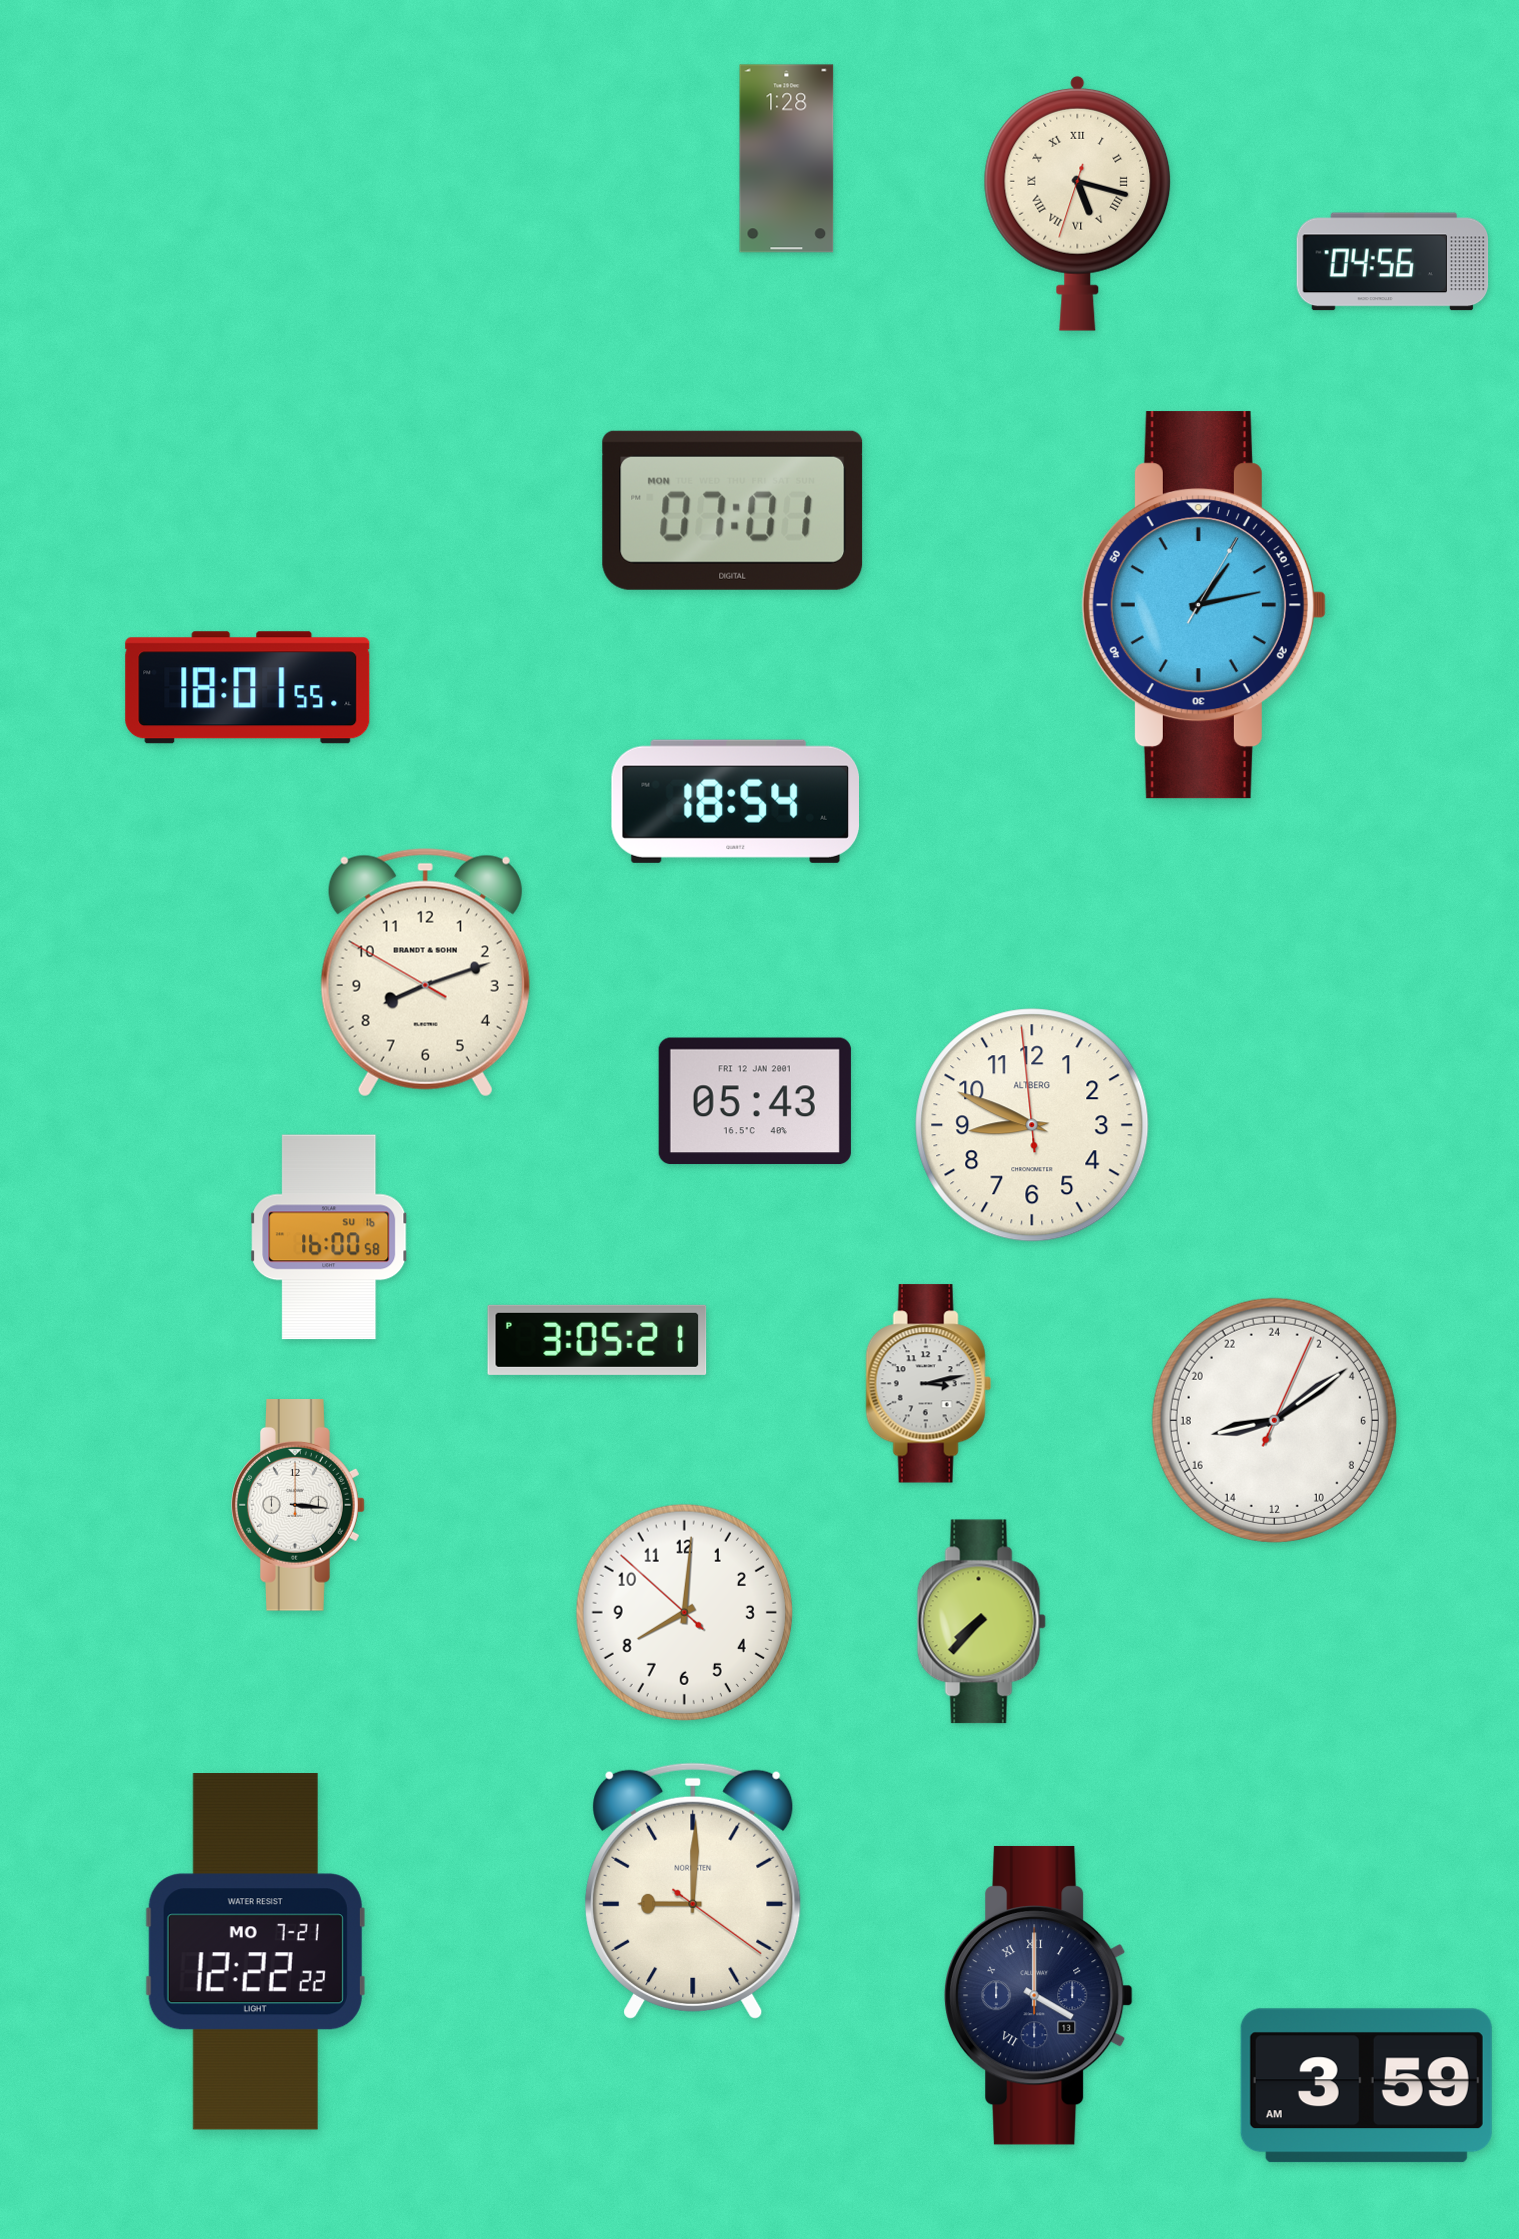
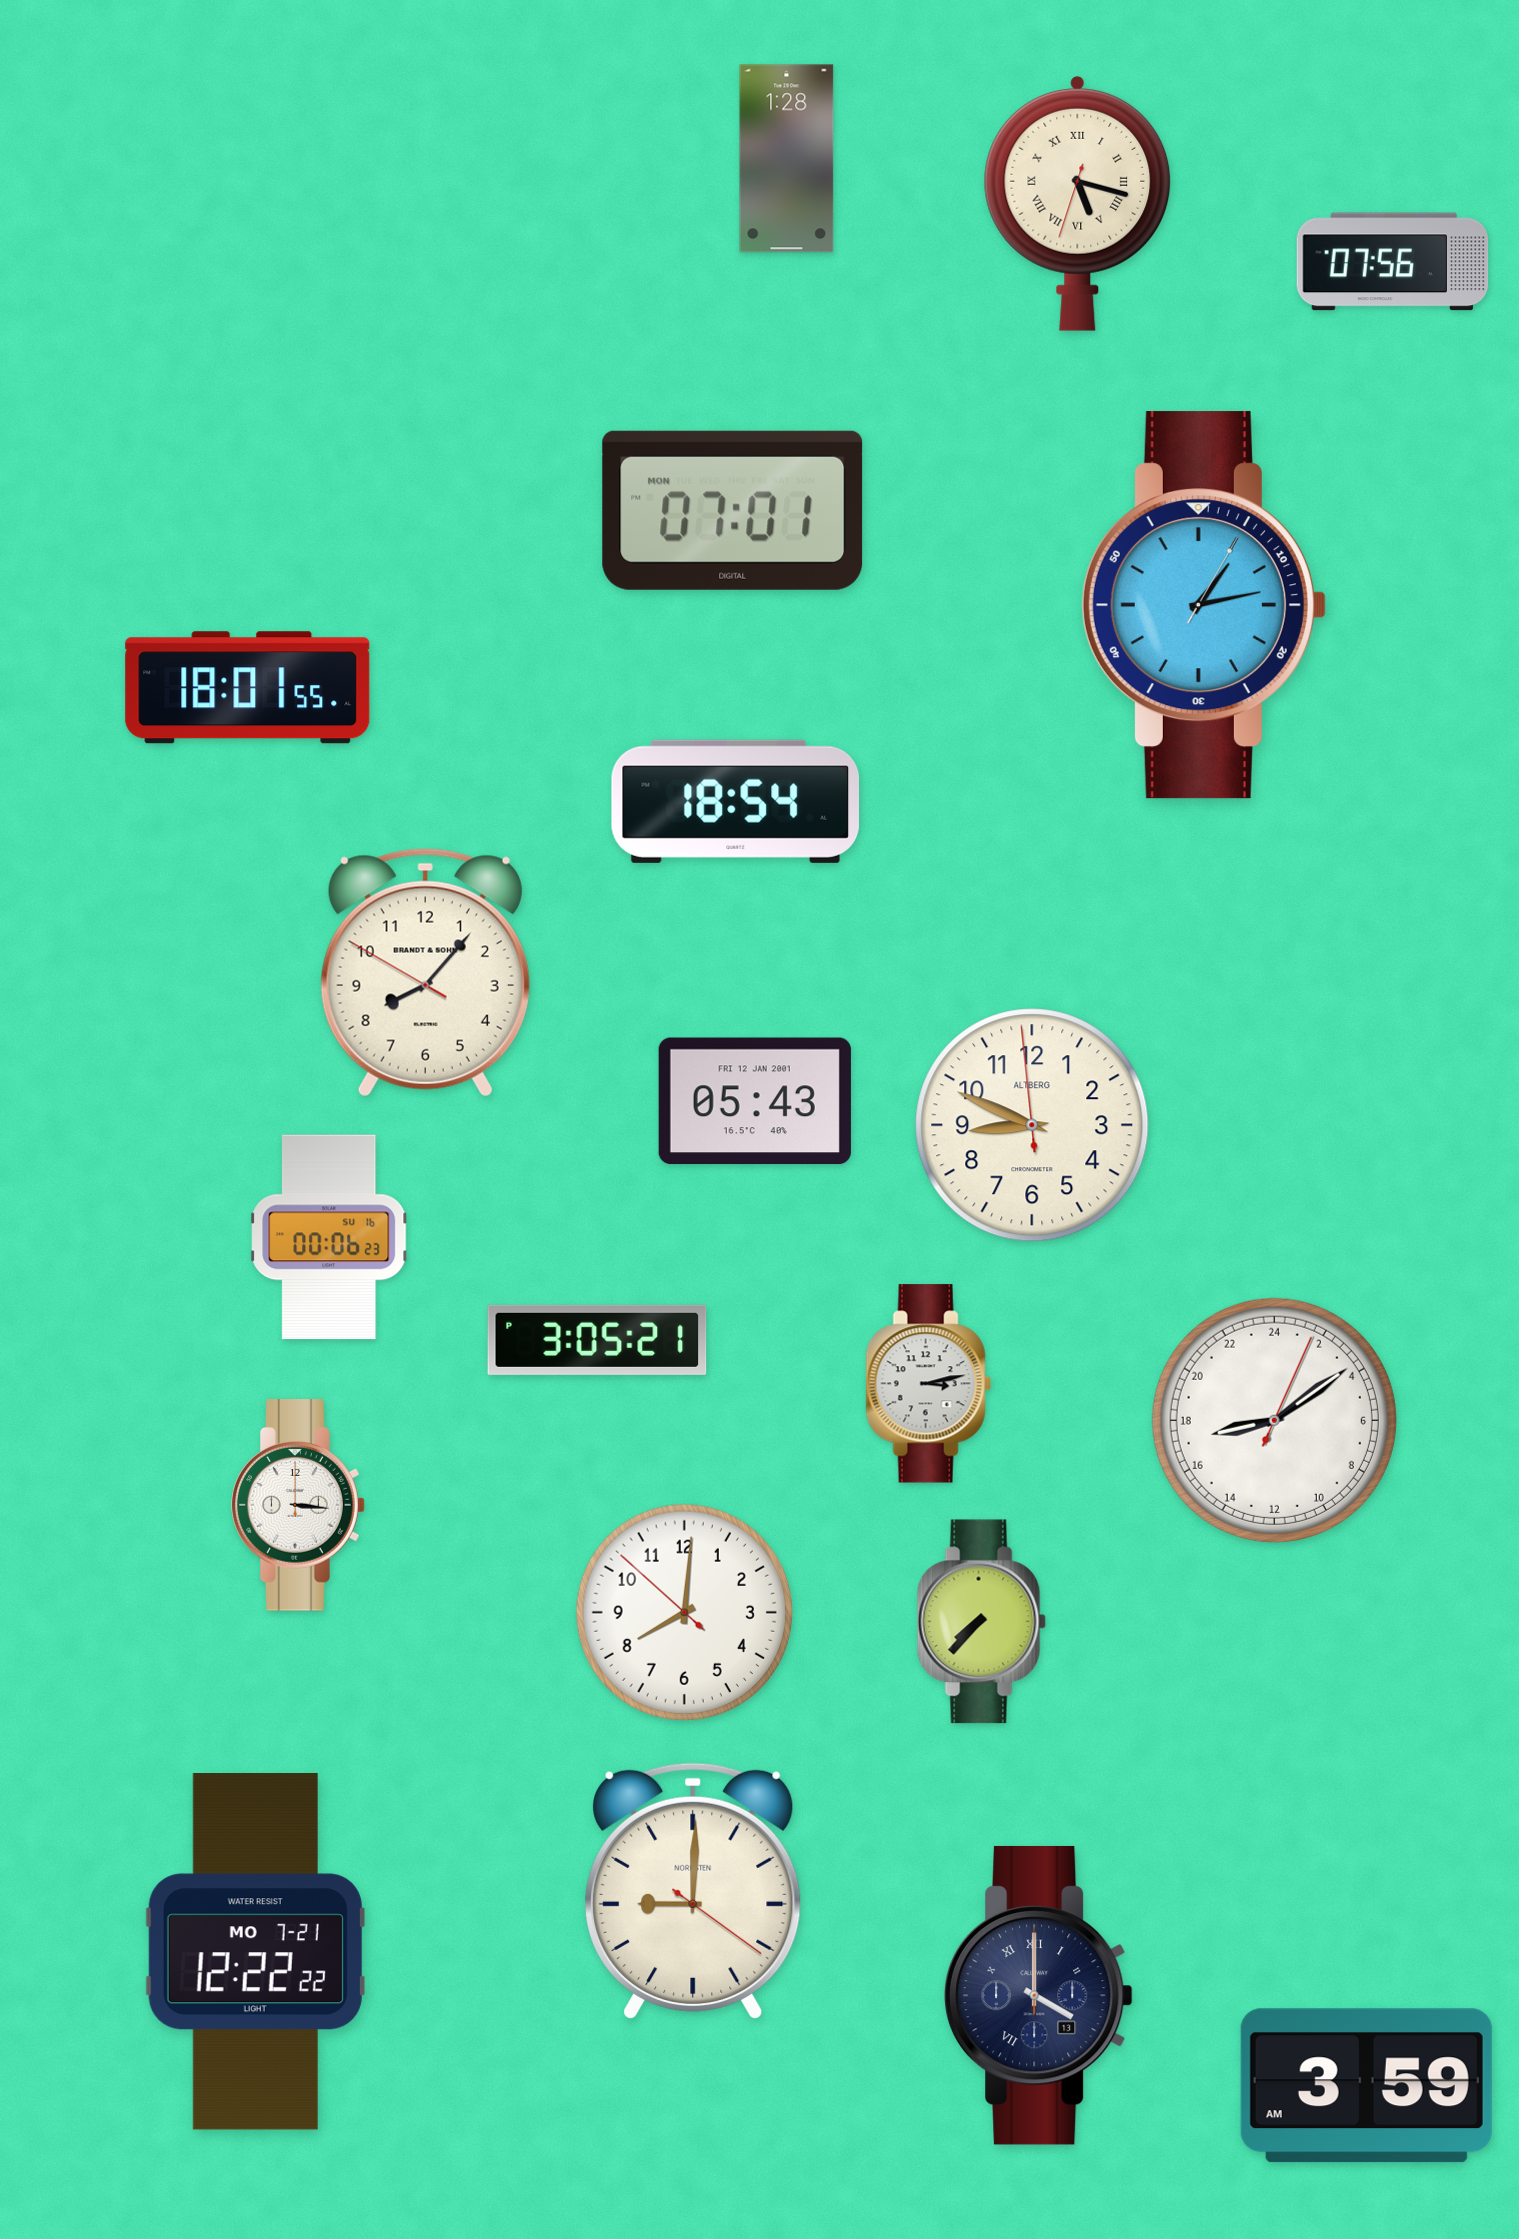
clock at (1393, 262): 04:56 -> 07:56
clock at (425, 972): 8:11 -> 8:06
clock at (330, 1237): 16:00 -> 00:06
